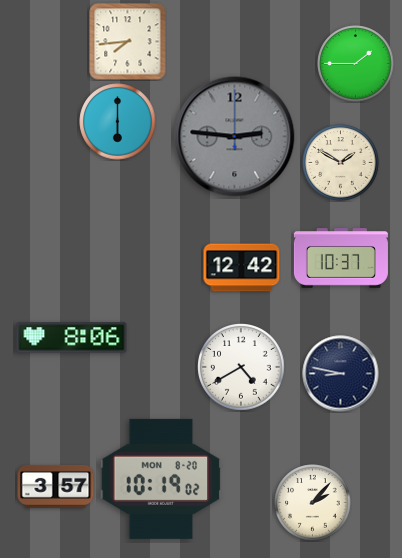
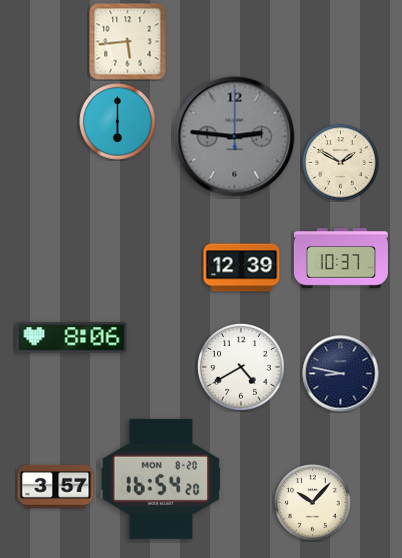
clock at (128, 42): 7:44 -> 5:44
clock at (356, 64): 1:45 -> none
clock at (242, 268): 12:42 -> 12:39
clock at (161, 479): 10:19 -> 16:54
clock at (313, 503): 2:07 -> 10:07
